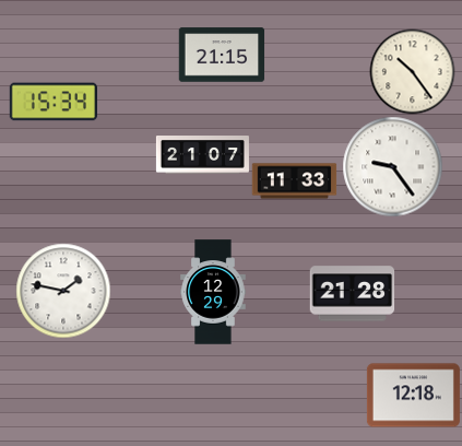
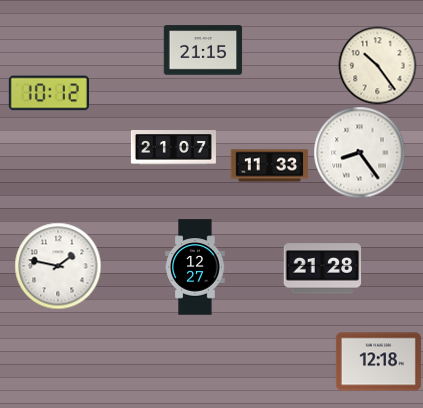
clock at (52, 102): 15:34 -> 10:12
clock at (202, 155) position: (202, 155) -> (173, 148)
clock at (392, 166): 9:24 -> 8:24
clock at (213, 292): 12:29 -> 12:27
